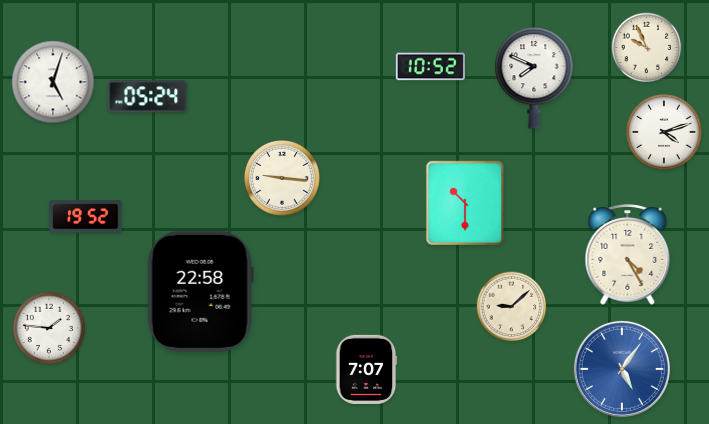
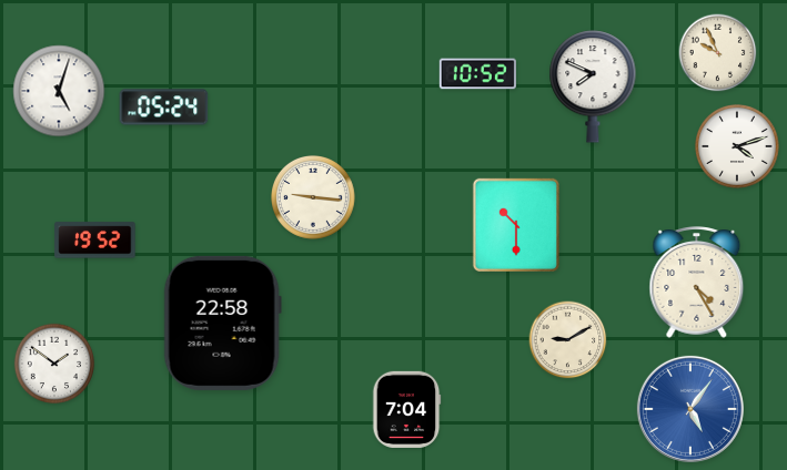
clock at (512, 307): 9:08 -> 9:10
clock at (49, 328): 1:46 -> 1:51
clock at (366, 369): 7:07 -> 7:04
